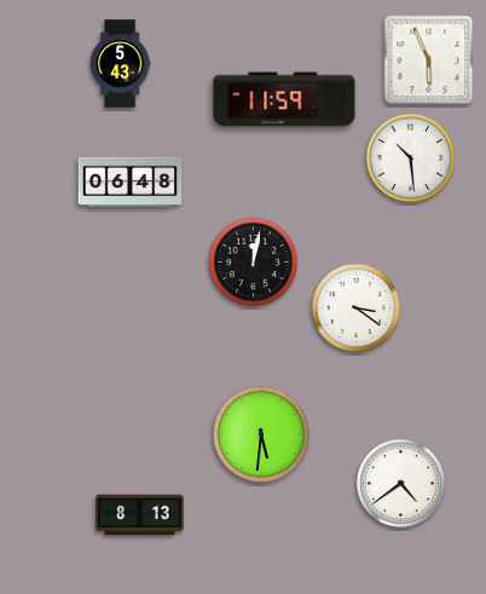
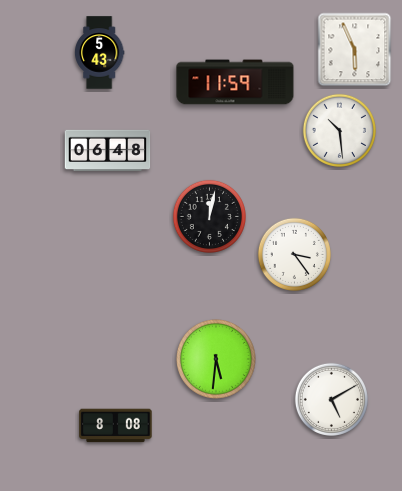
clock at (355, 307): 3:21 -> 3:24
clock at (400, 483): 4:39 -> 5:10
clock at (140, 515): 8:13 -> 8:08
